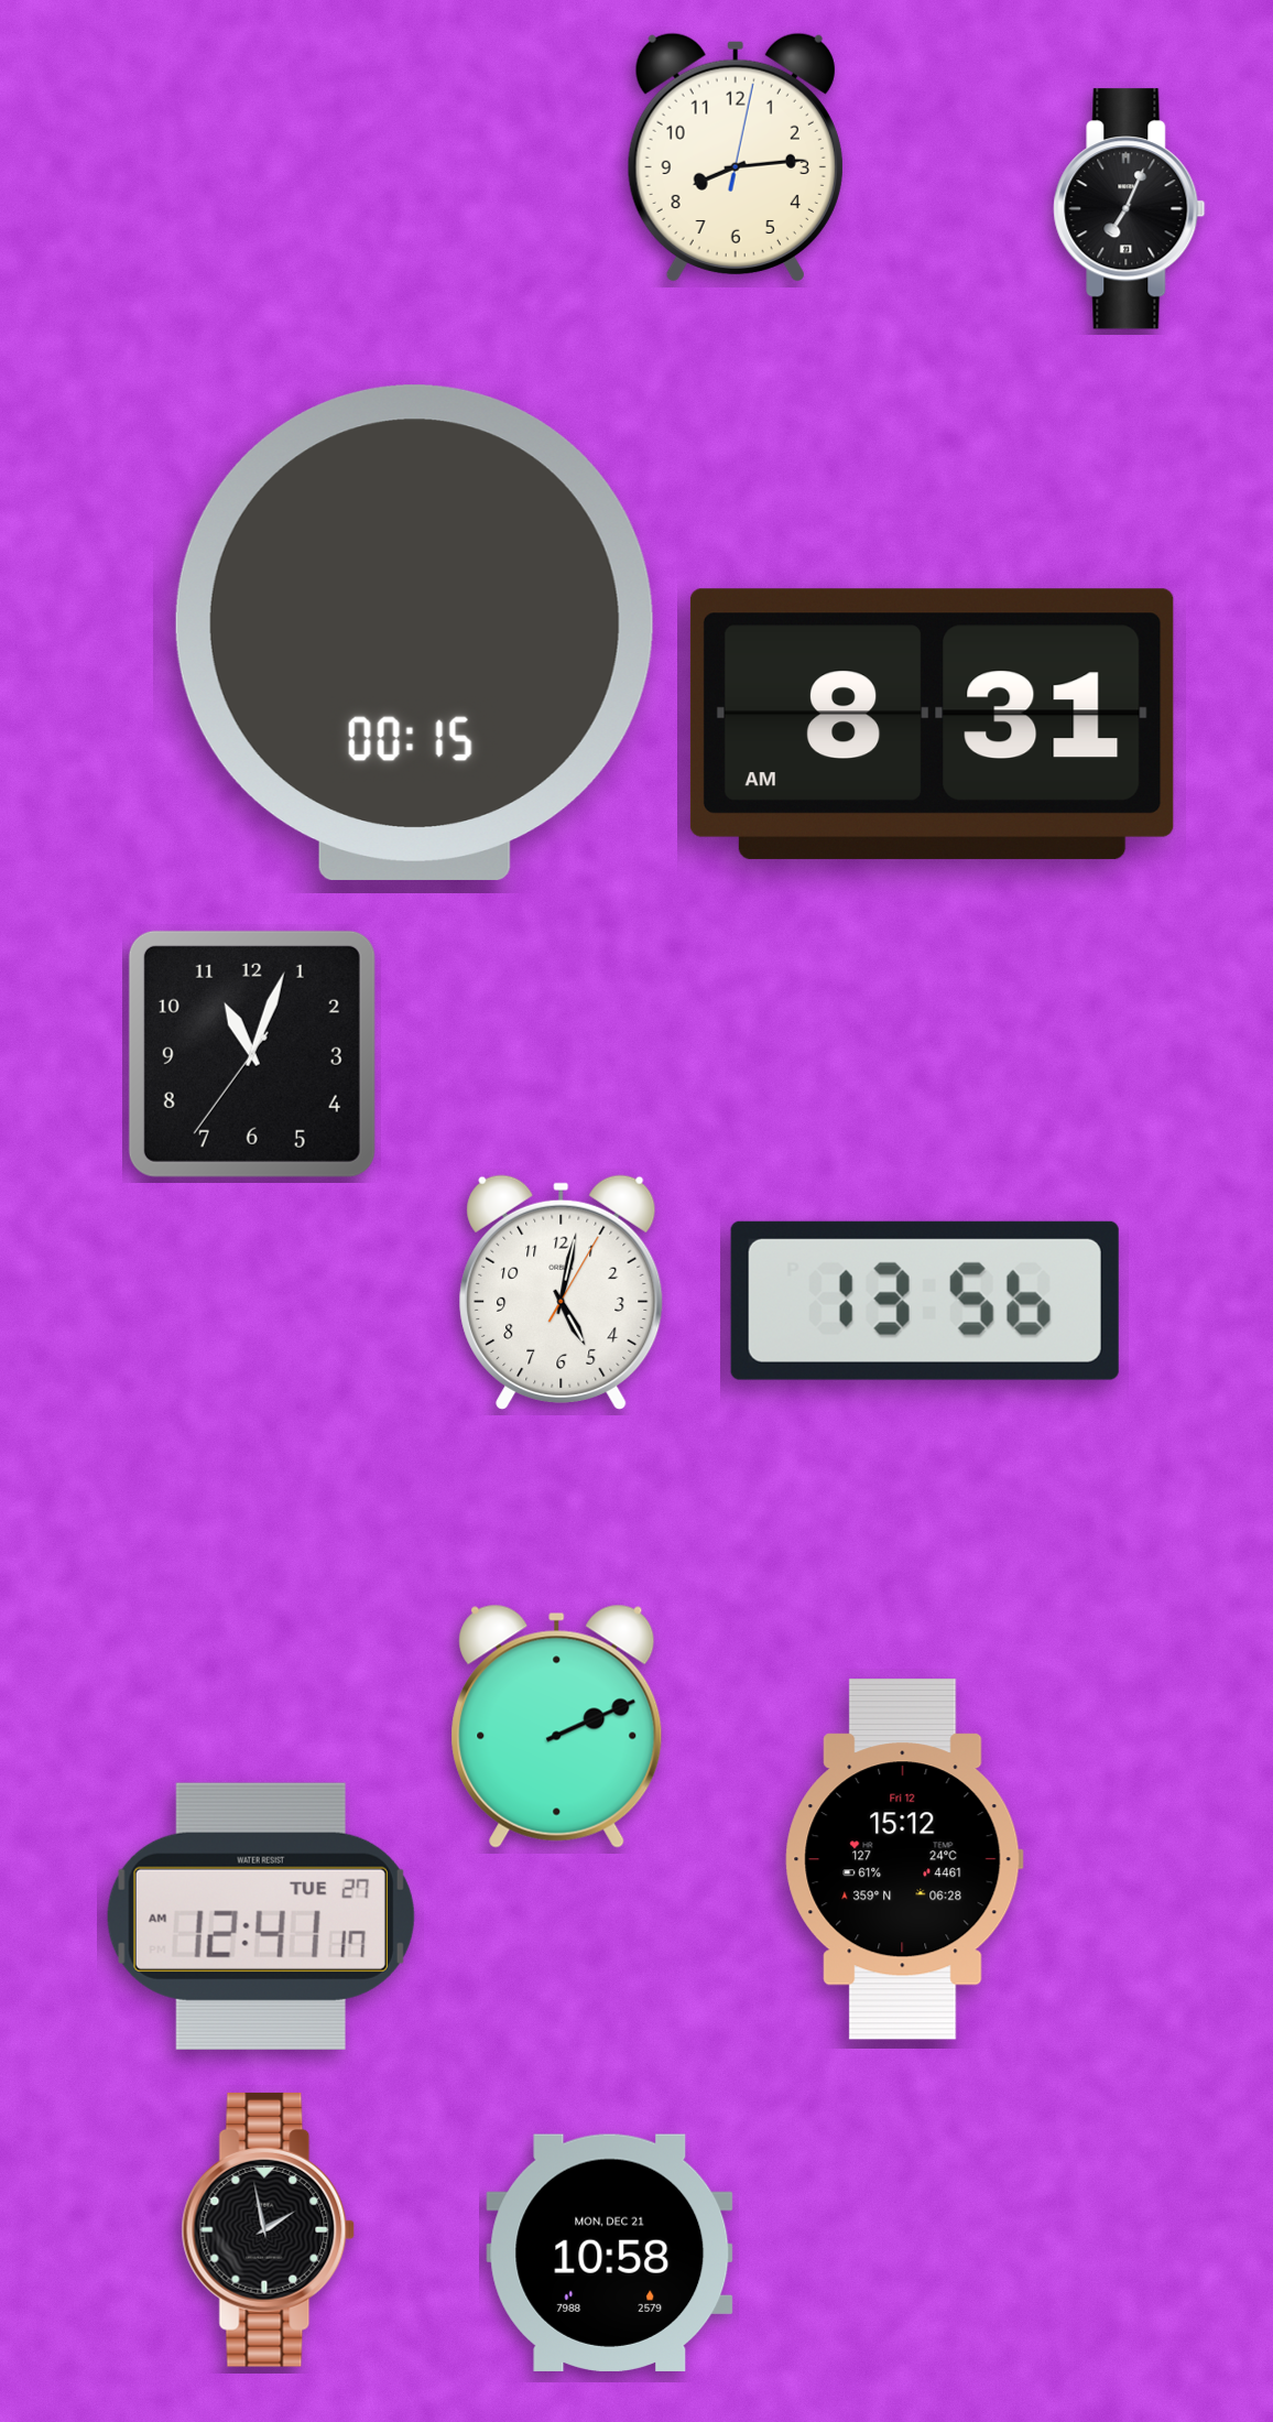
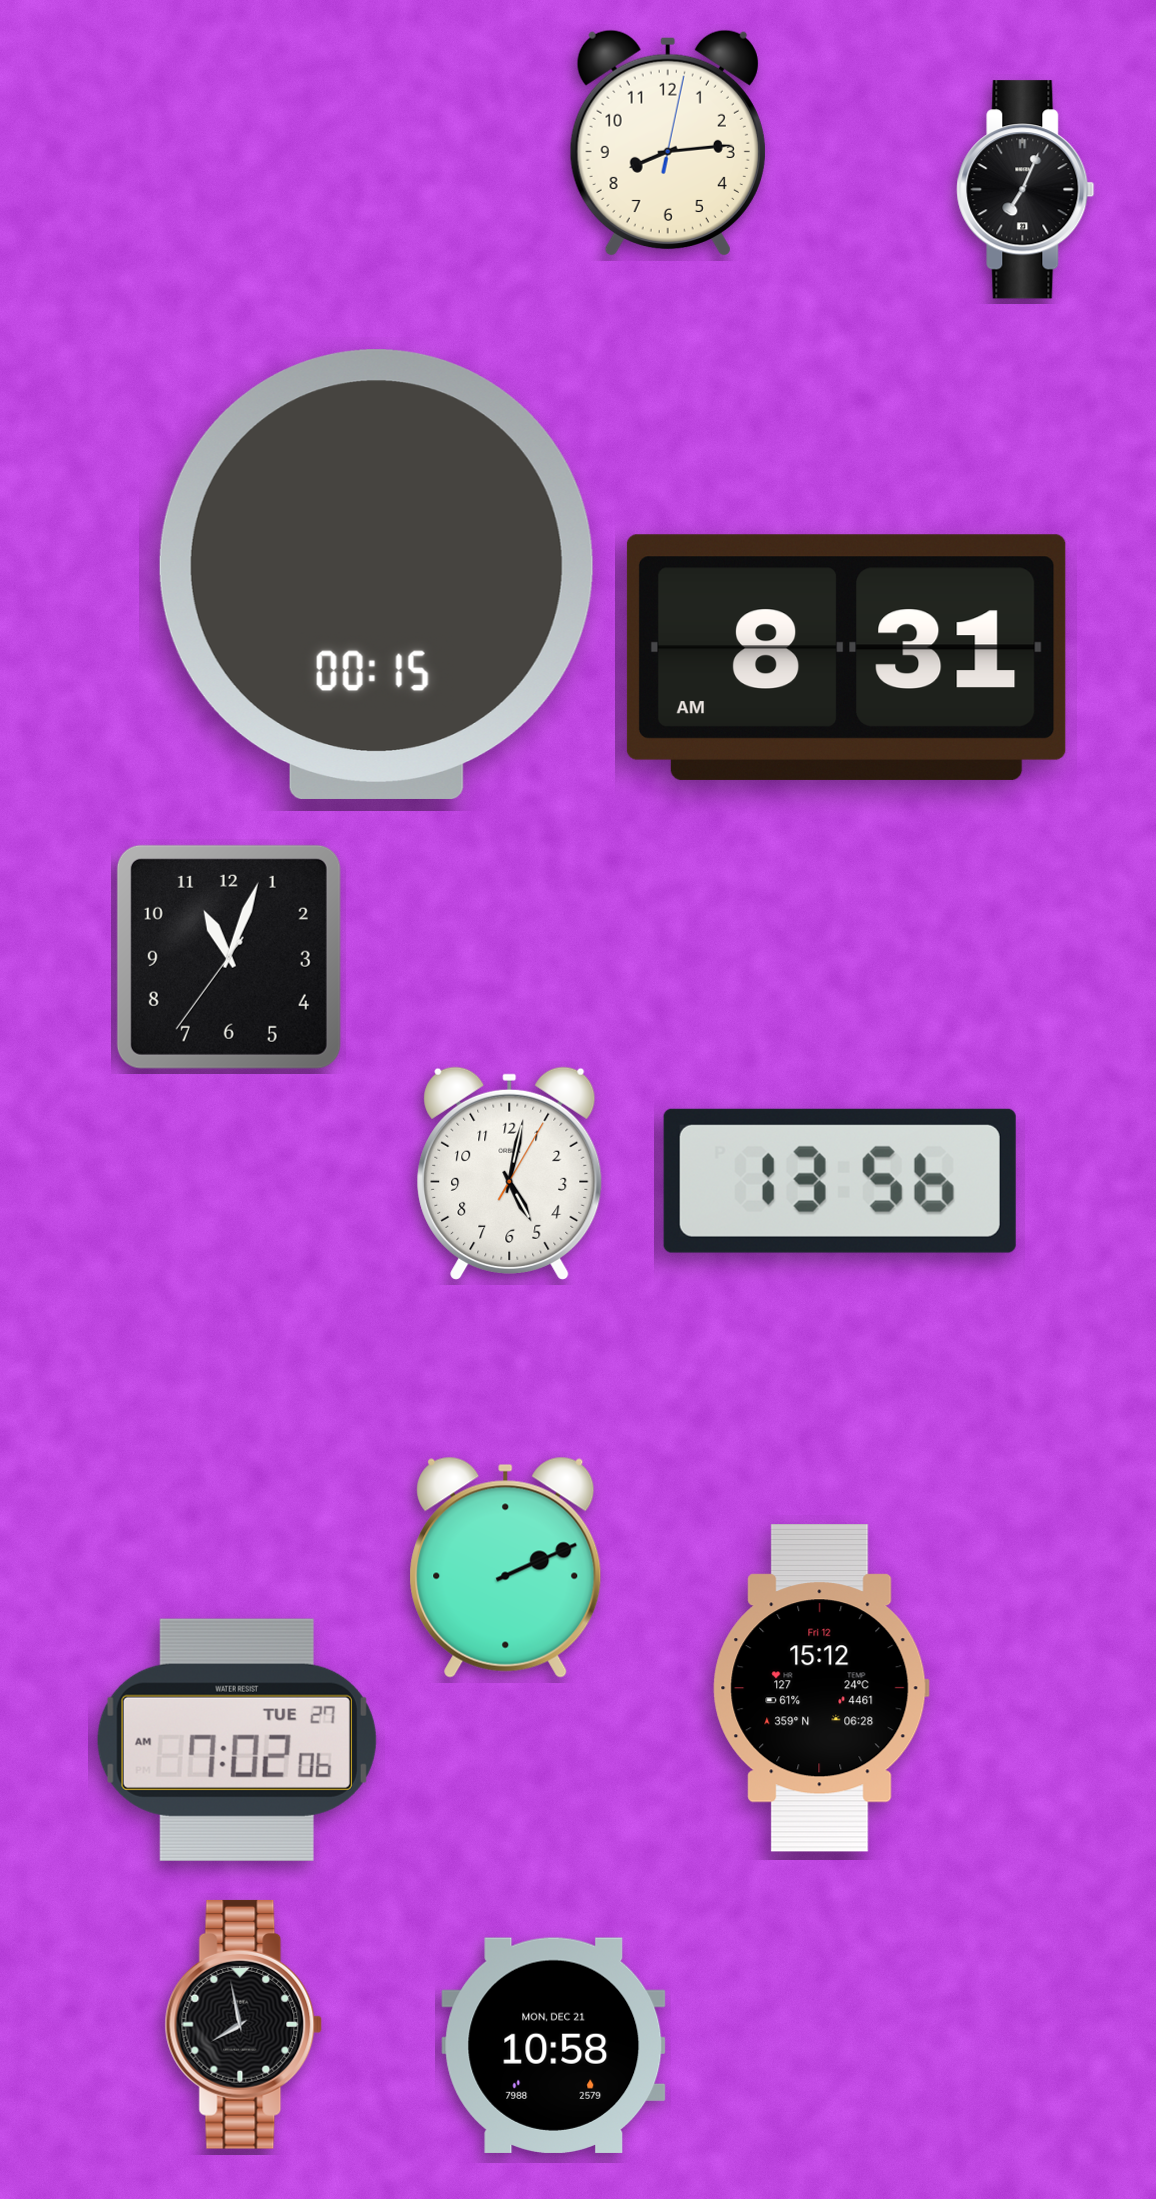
clock at (261, 1916): 12:41 -> 7:02
clock at (269, 2229): 1:58 -> 7:58
